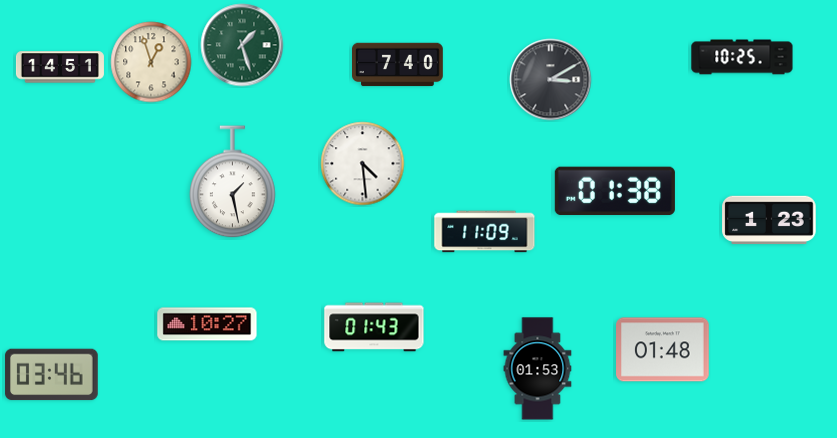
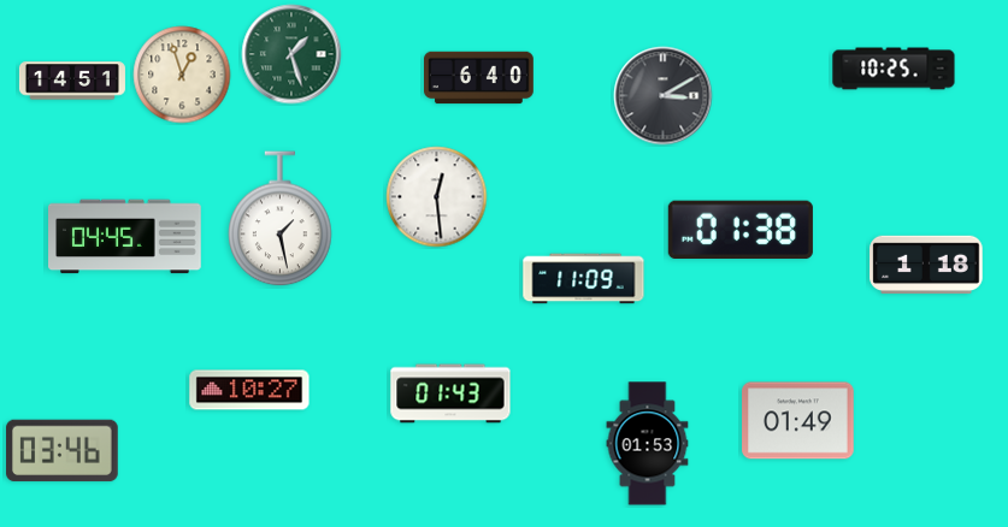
clock at (398, 65): 7:40 -> 6:40
clock at (363, 164): 4:29 -> 12:29
clock at (125, 237): none -> 04:45
clock at (769, 220): 1:23 -> 1:18
clock at (663, 350): 01:48 -> 01:49
